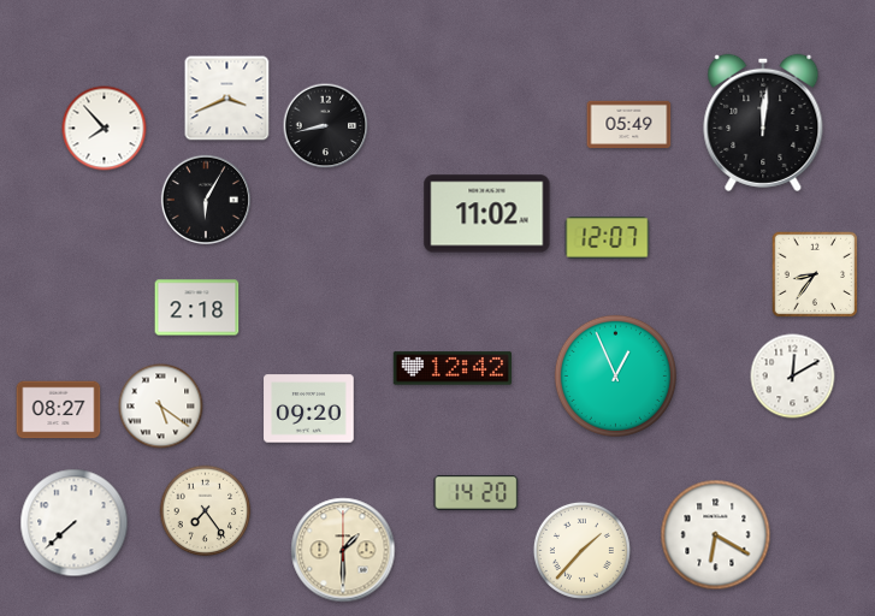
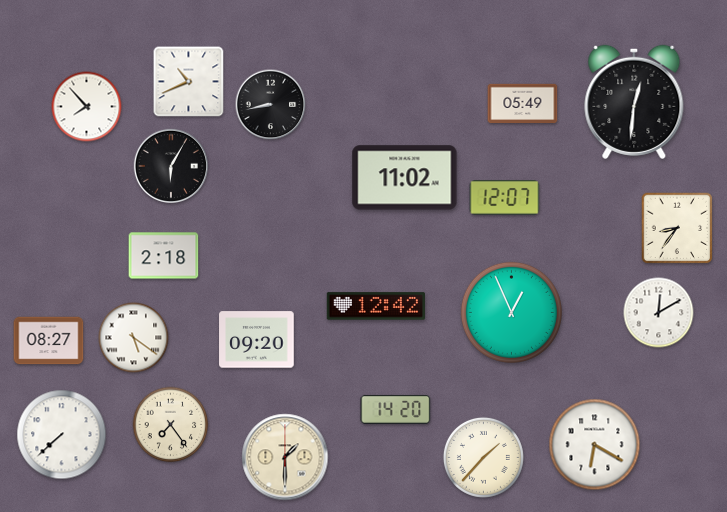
clock at (227, 99): 3:41 -> 10:41
clock at (763, 123): 12:01 -> 12:31
